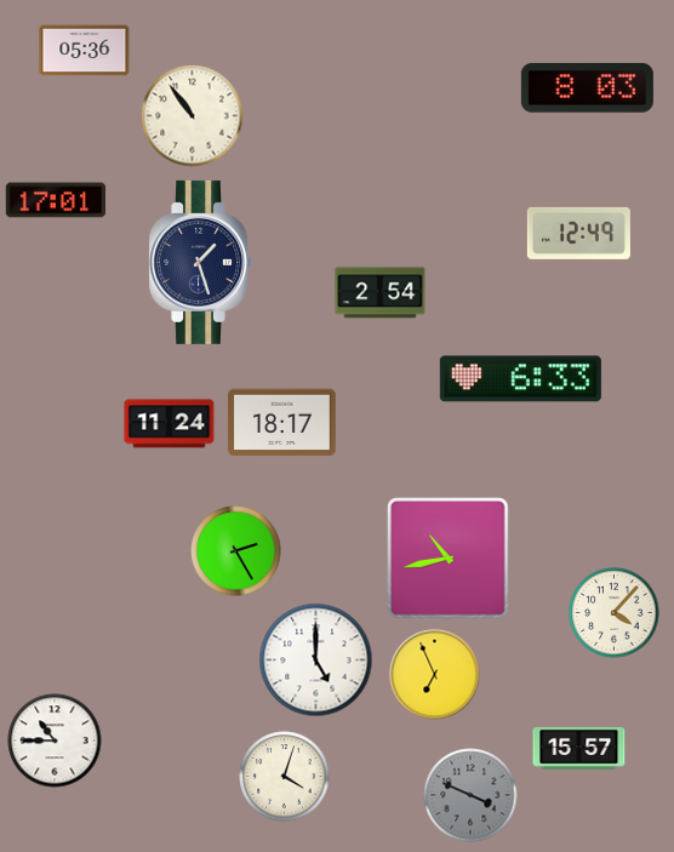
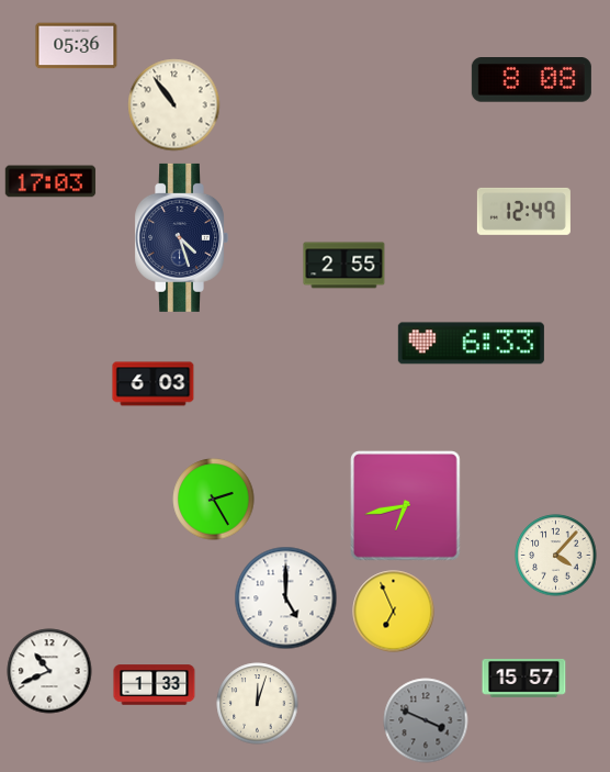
clock at (587, 88): 8:03 -> 8:08
clock at (56, 200): 17:01 -> 17:03
clock at (200, 262): 1:27 -> 4:27
clock at (381, 293): 2:54 -> 2:55
clock at (282, 423): 18:17 -> none
clock at (170, 424): 11:24 -> 6:03
clock at (449, 559): 10:43 -> 6:43
clock at (55, 741): 10:45 -> 10:41
clock at (155, 685): none -> 1:33
clock at (285, 777): 4:03 -> 12:03
